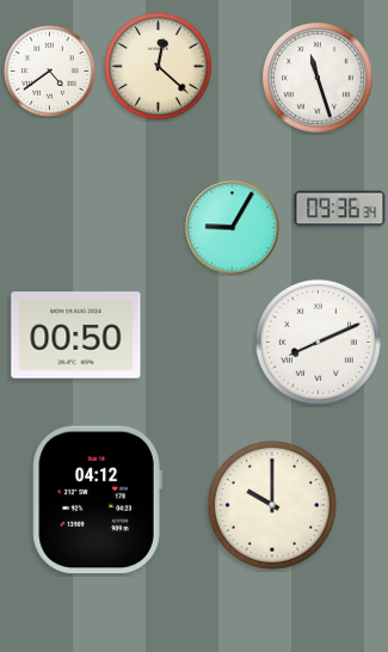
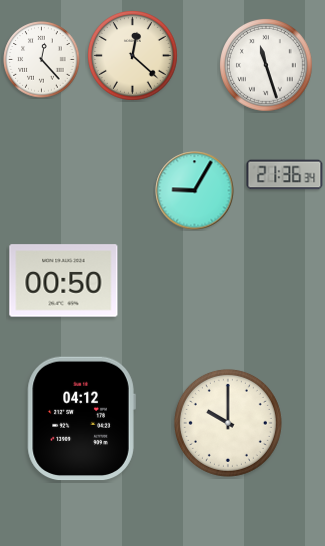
clock at (50, 72): 4:39 -> 12:23
clock at (340, 209): 09:36 -> 21:36
clock at (318, 342): 8:11 -> none
